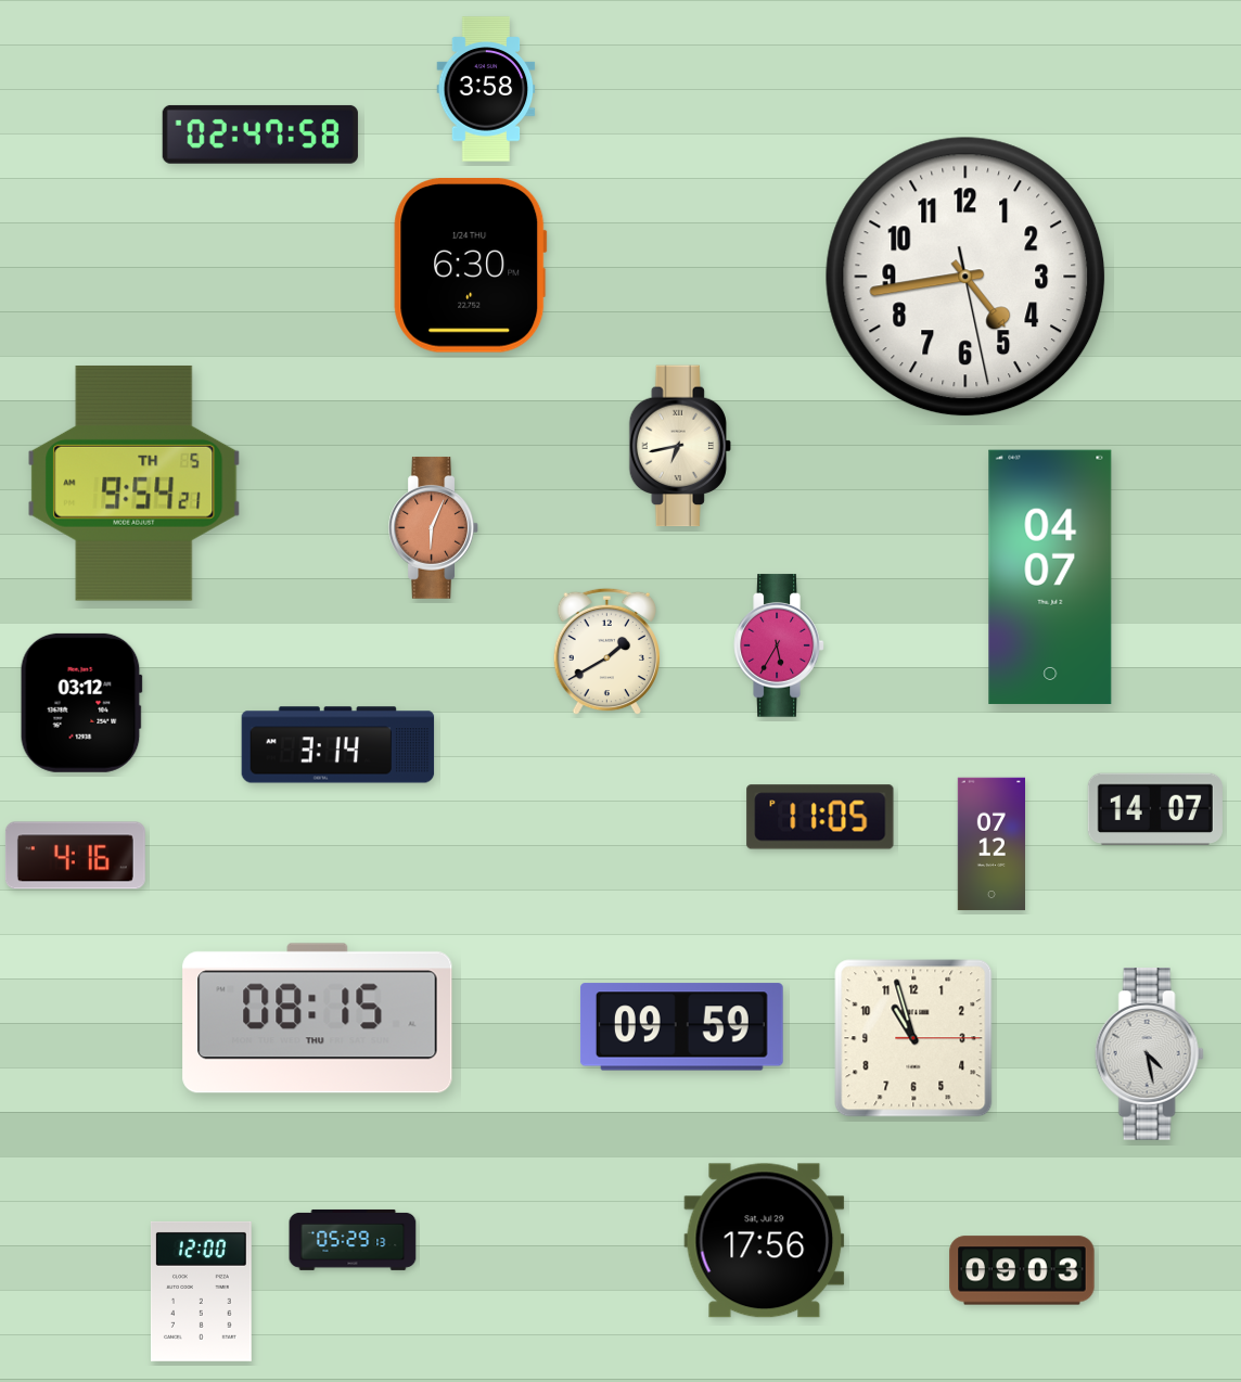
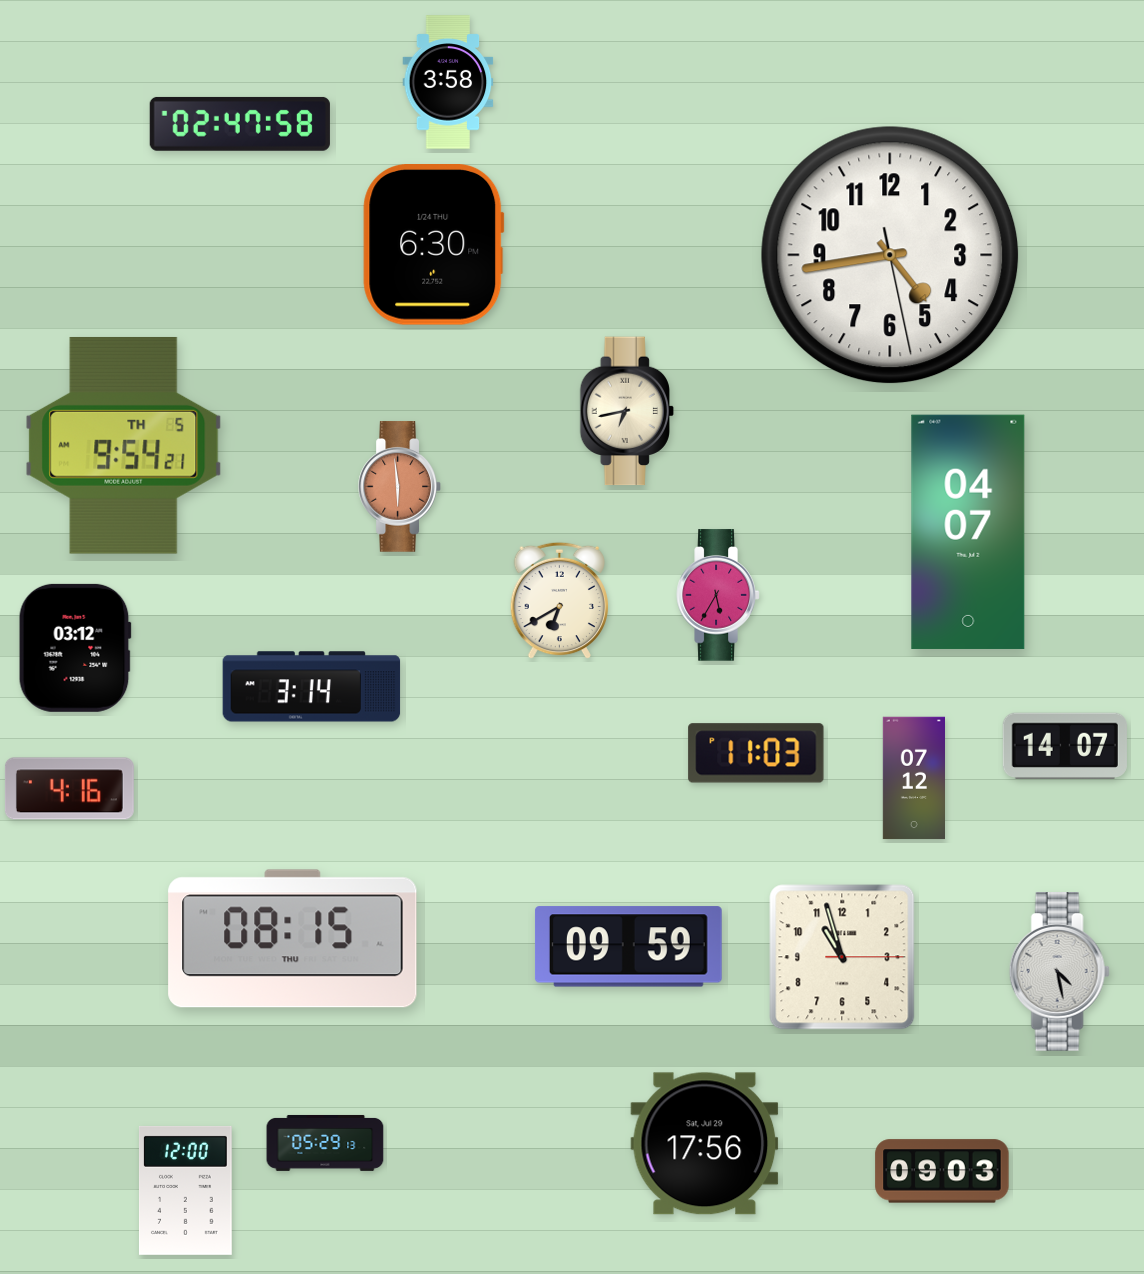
clock at (433, 528): 6:04 -> 5:59
clock at (606, 652): 1:40 -> 6:40
clock at (820, 817): 11:05 -> 11:03
